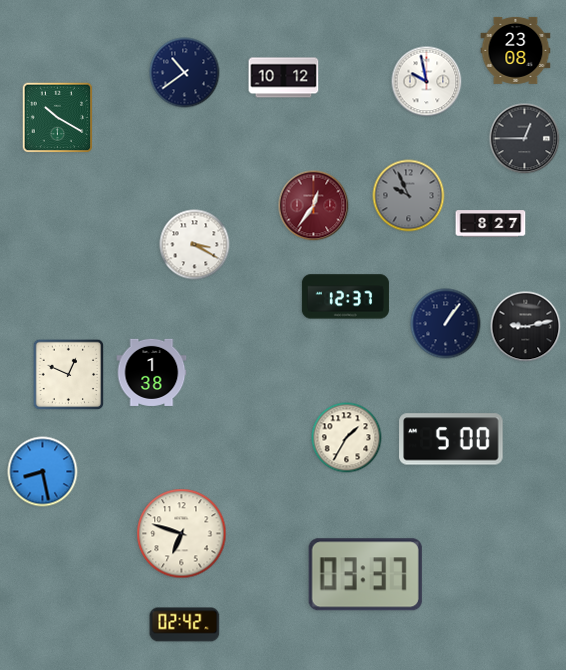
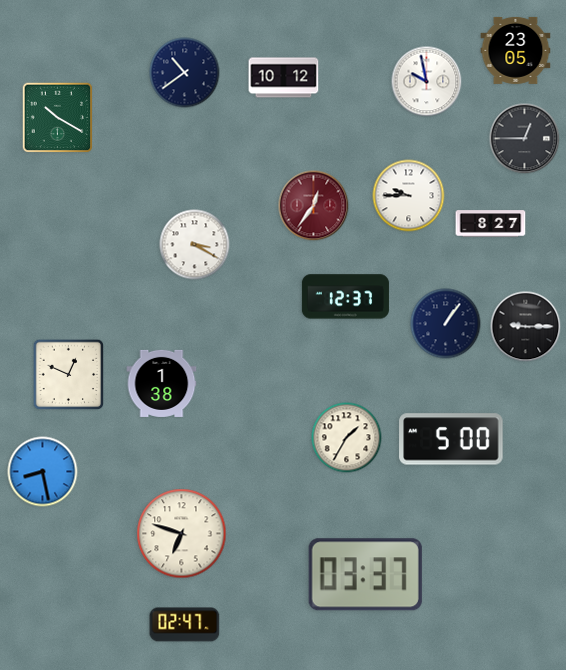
clock at (516, 50): 23:08 -> 23:05
clock at (409, 196): 9:56 -> 9:45
clock at (409, 196) dial: grey -> white
clock at (526, 327): 9:13 -> 9:15
clock at (152, 372) position: (152, 372) -> (162, 383)
clock at (185, 625): 02:42 -> 02:47
